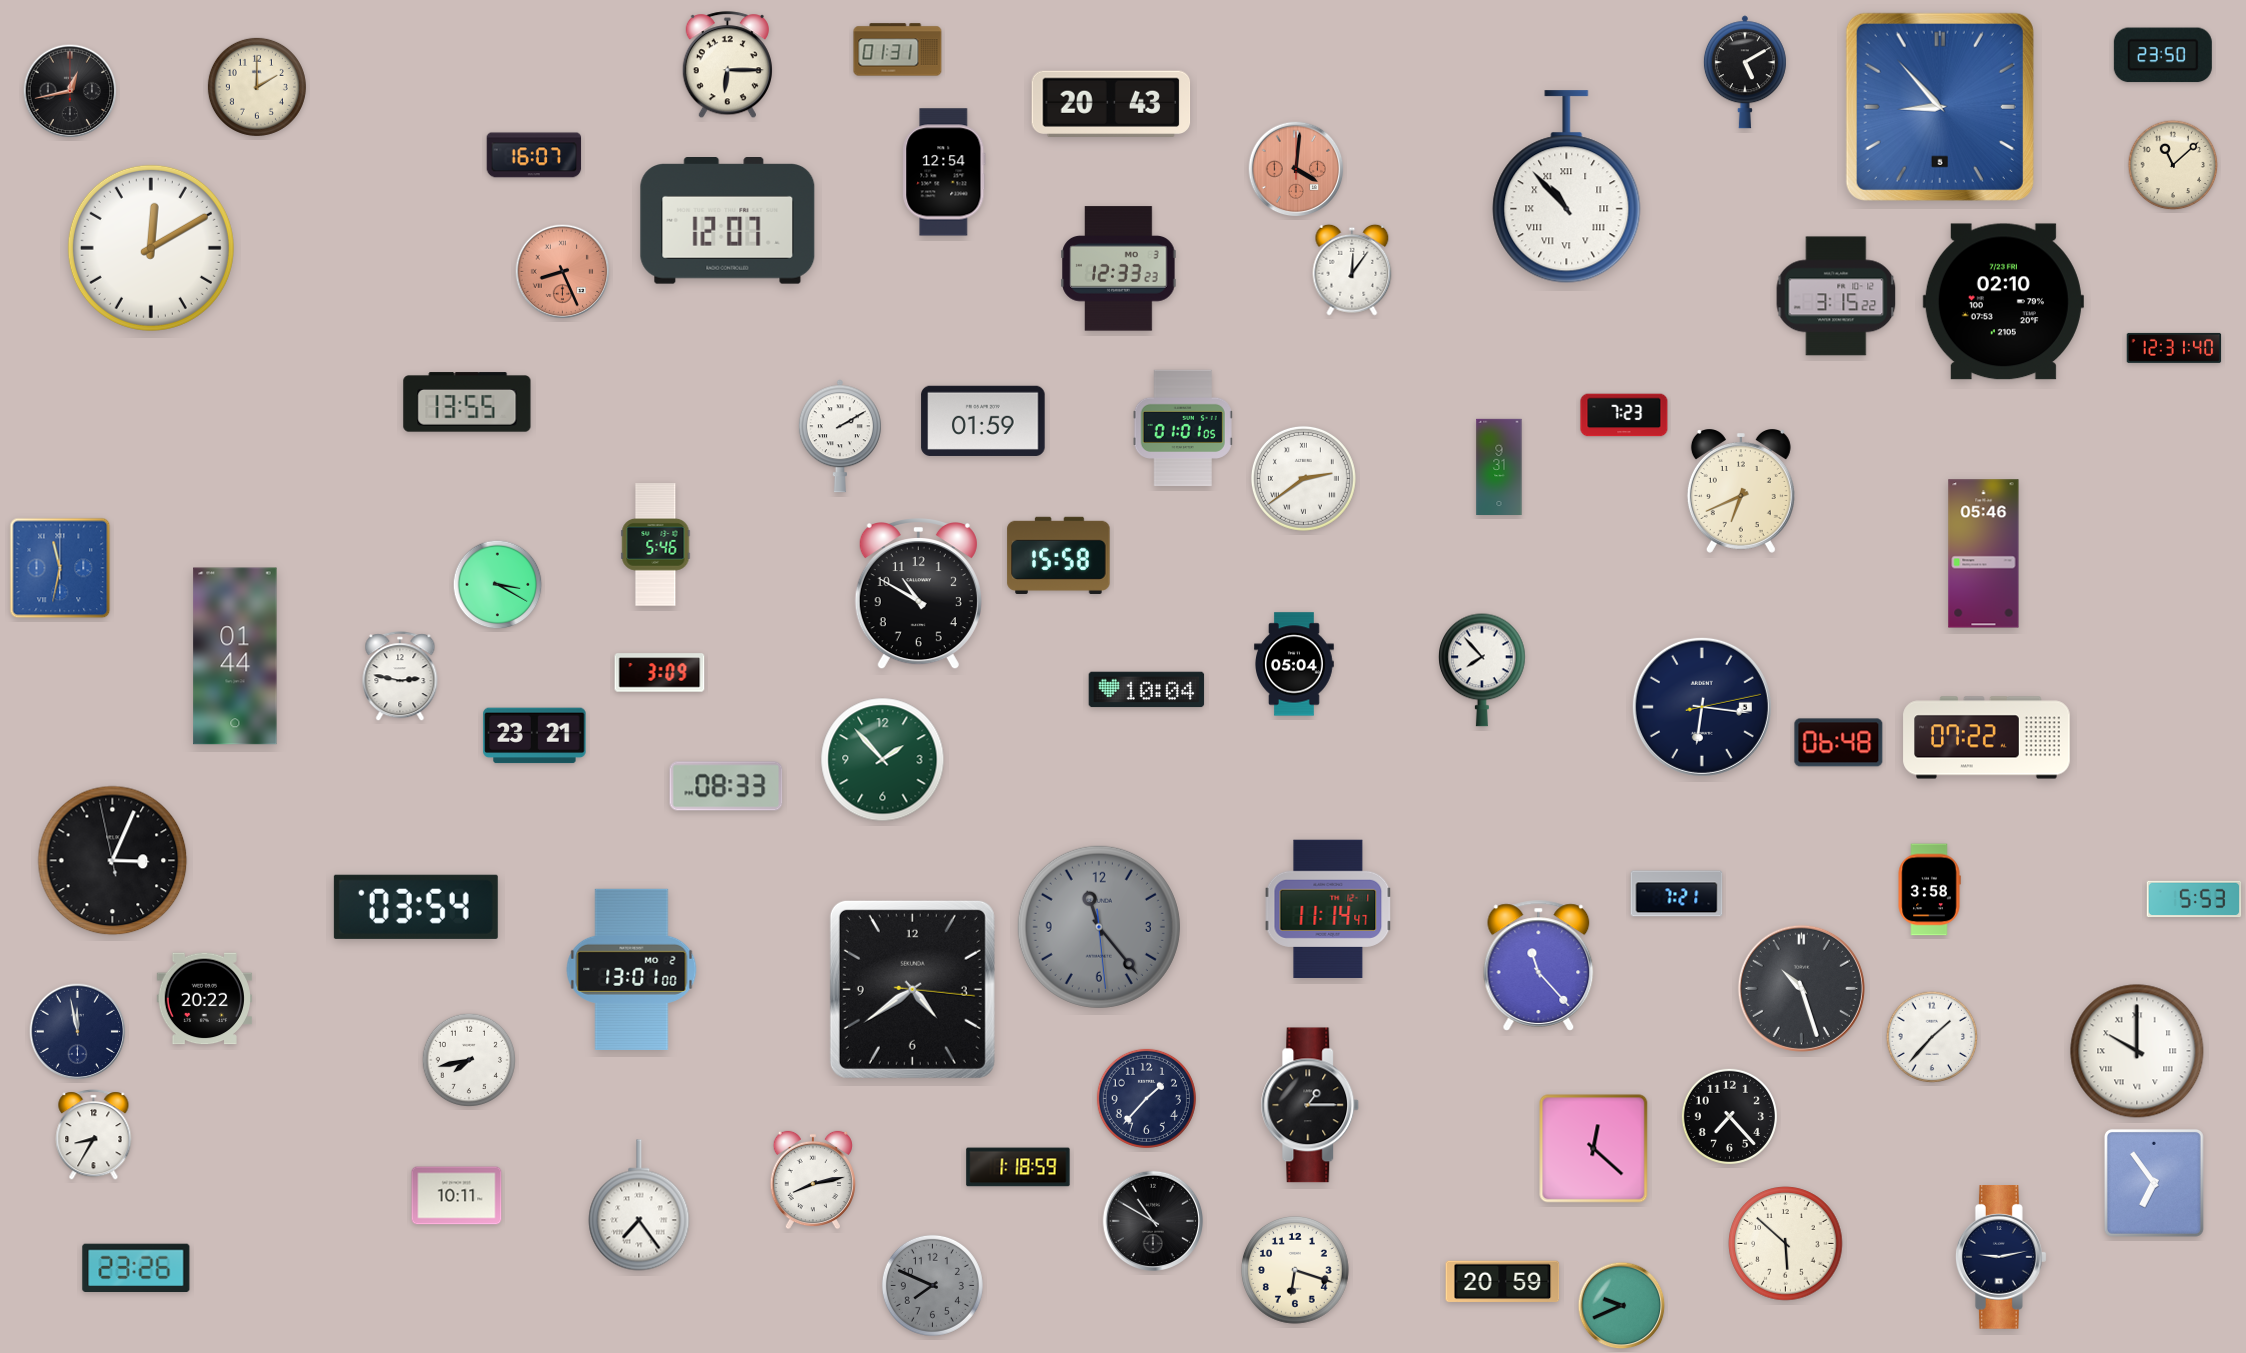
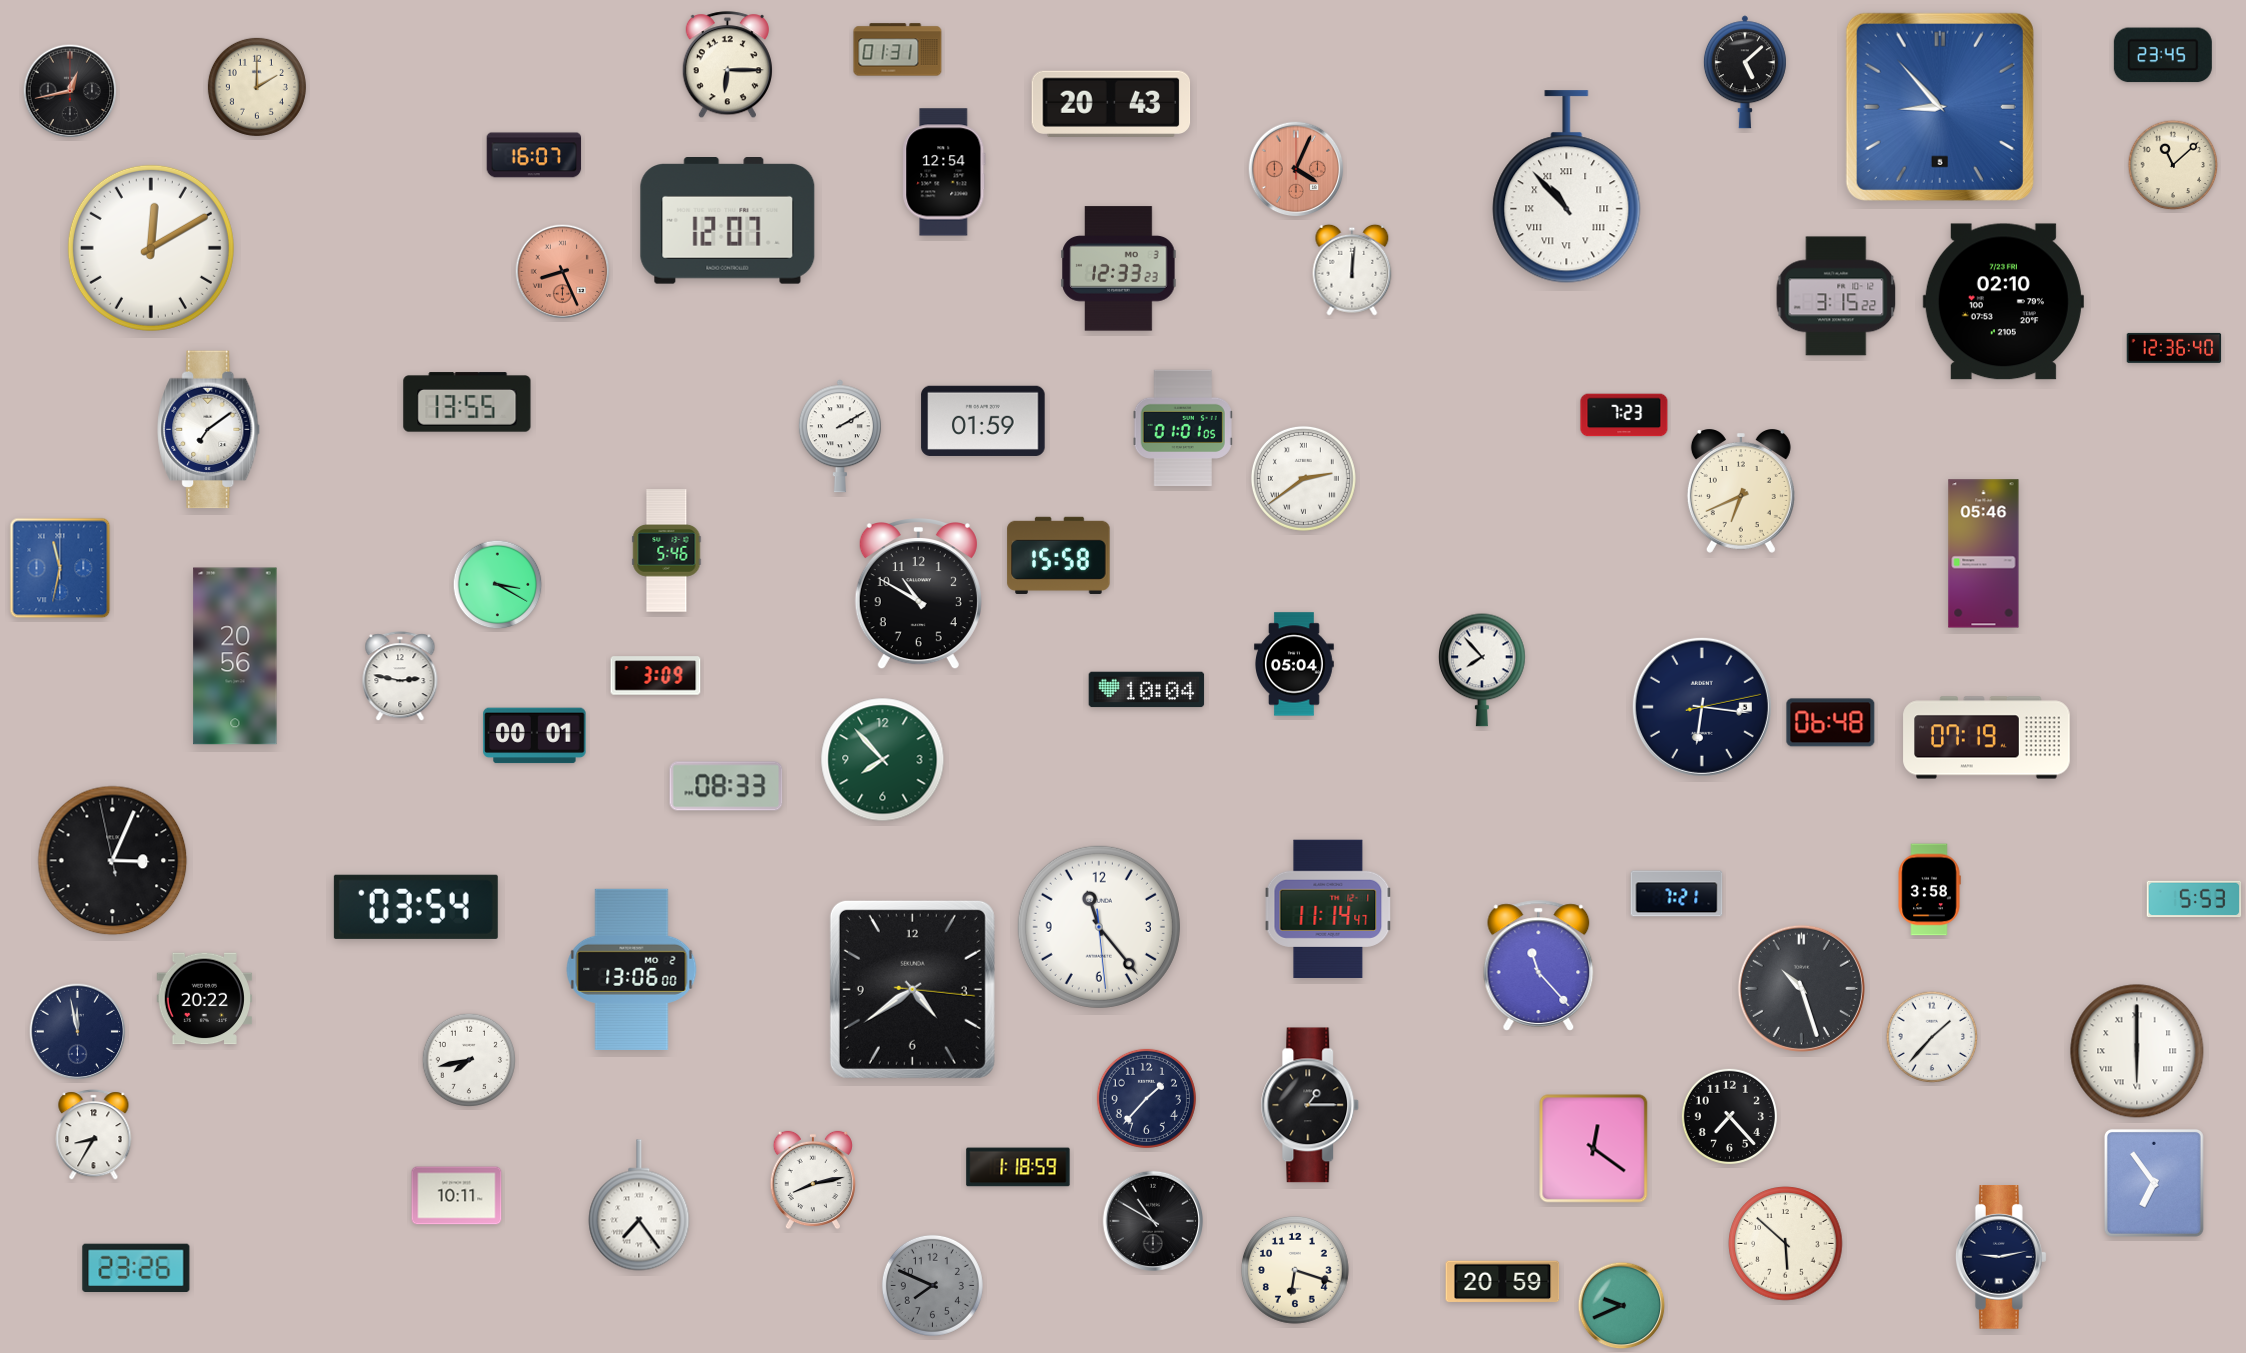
clock at (2163, 55): 23:50 -> 23:45
clock at (1745, 72): 5:10 -> 5:08
clock at (1296, 169): 4:01 -> 4:04
clock at (1352, 270): 12:06 -> 12:01
clock at (2174, 348): 12:31 -> 12:36
clock at (209, 430): none -> 7:09
clock at (1499, 466): 9:31 -> none
clock at (656, 545) position: (656, 545) -> (667, 551)
clock at (235, 656): 01:44 -> 20:56
clock at (660, 673) position: (660, 673) -> (656, 676)
clock at (535, 736): 23:21 -> 00:01
clock at (1987, 738): 07:22 -> 07:19
clock at (1839, 743) position: (1839, 743) -> (1831, 723)
clock at (883, 760): 1:53 -> 7:53
clock at (1099, 927) dial: grey -> white
clock at (632, 969): 13:01 -> 13:06
clock at (2137, 1051): 10:00 -> 6:00
clock at (1594, 1149): 12:22 -> 12:21
